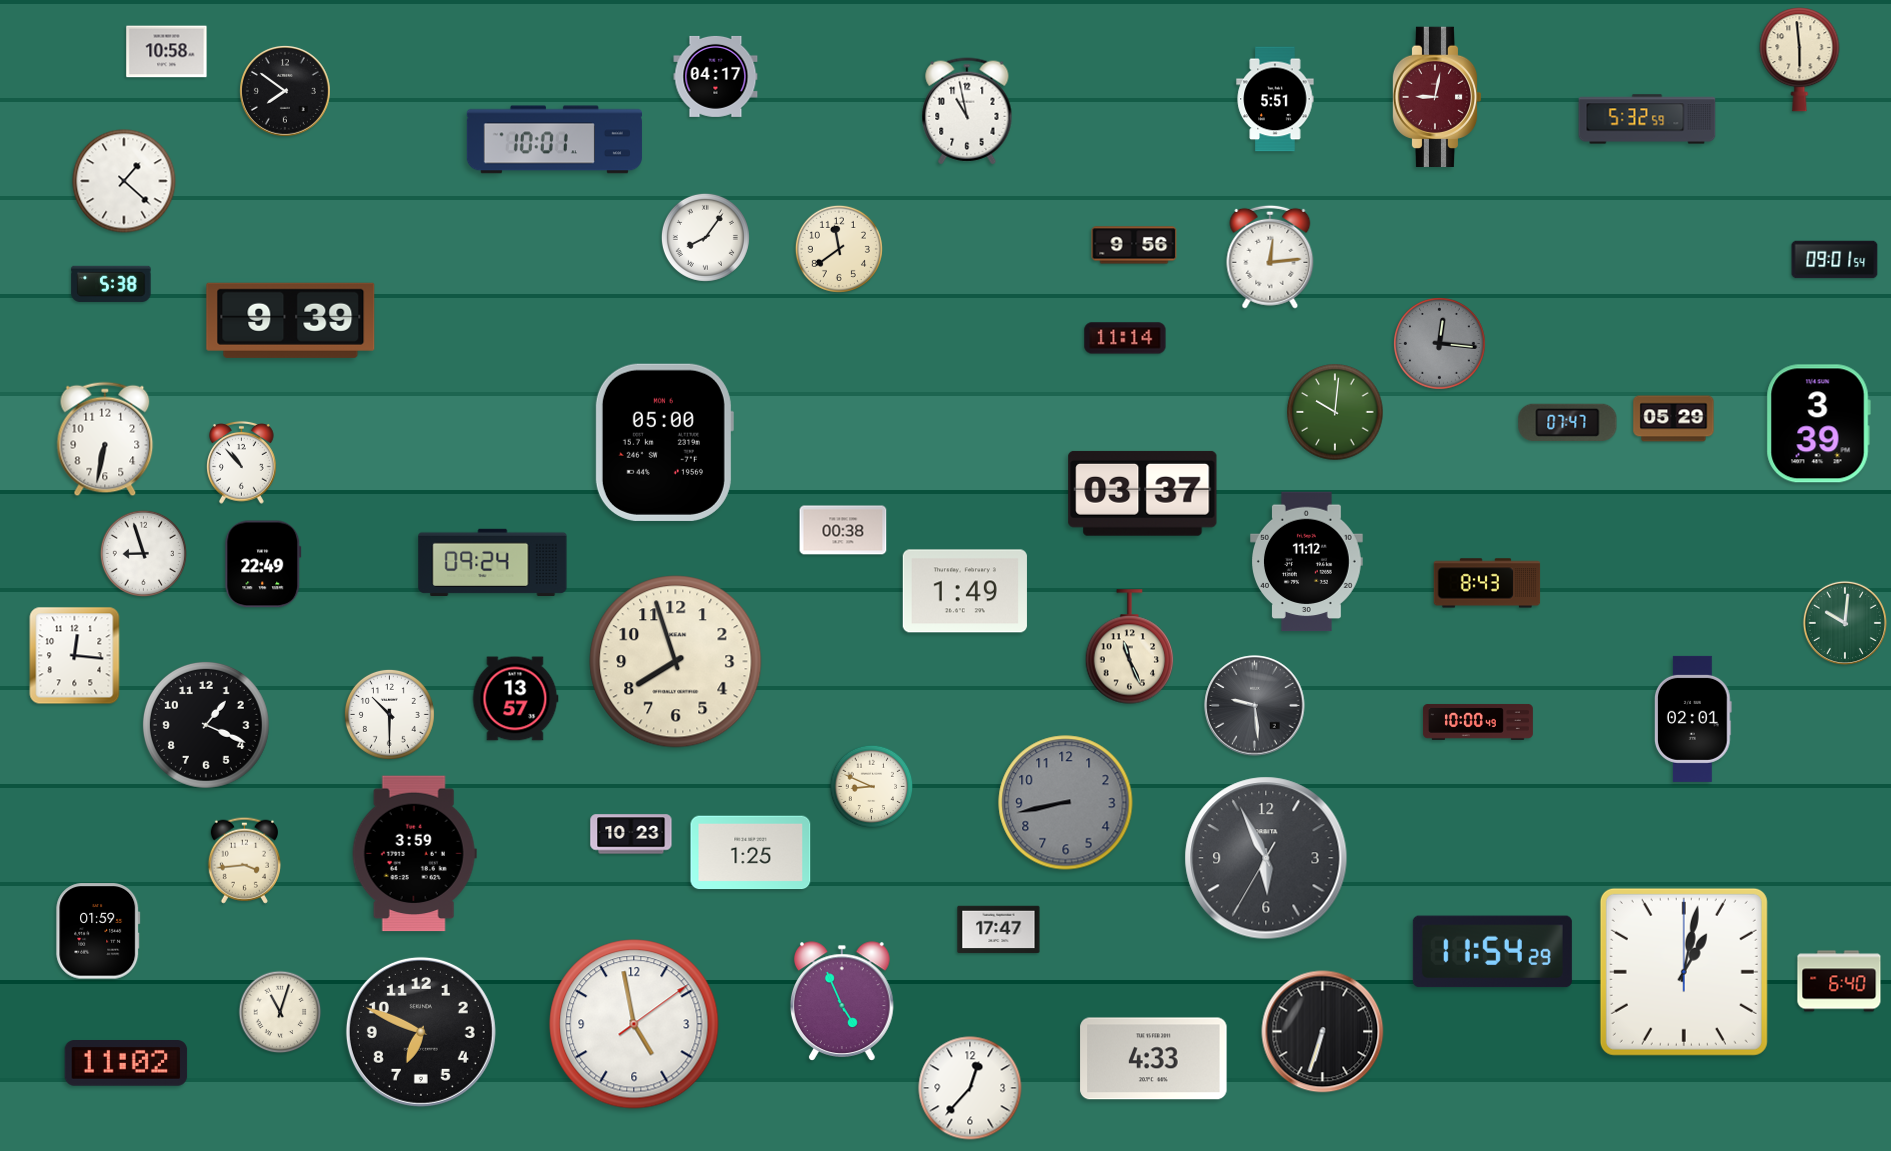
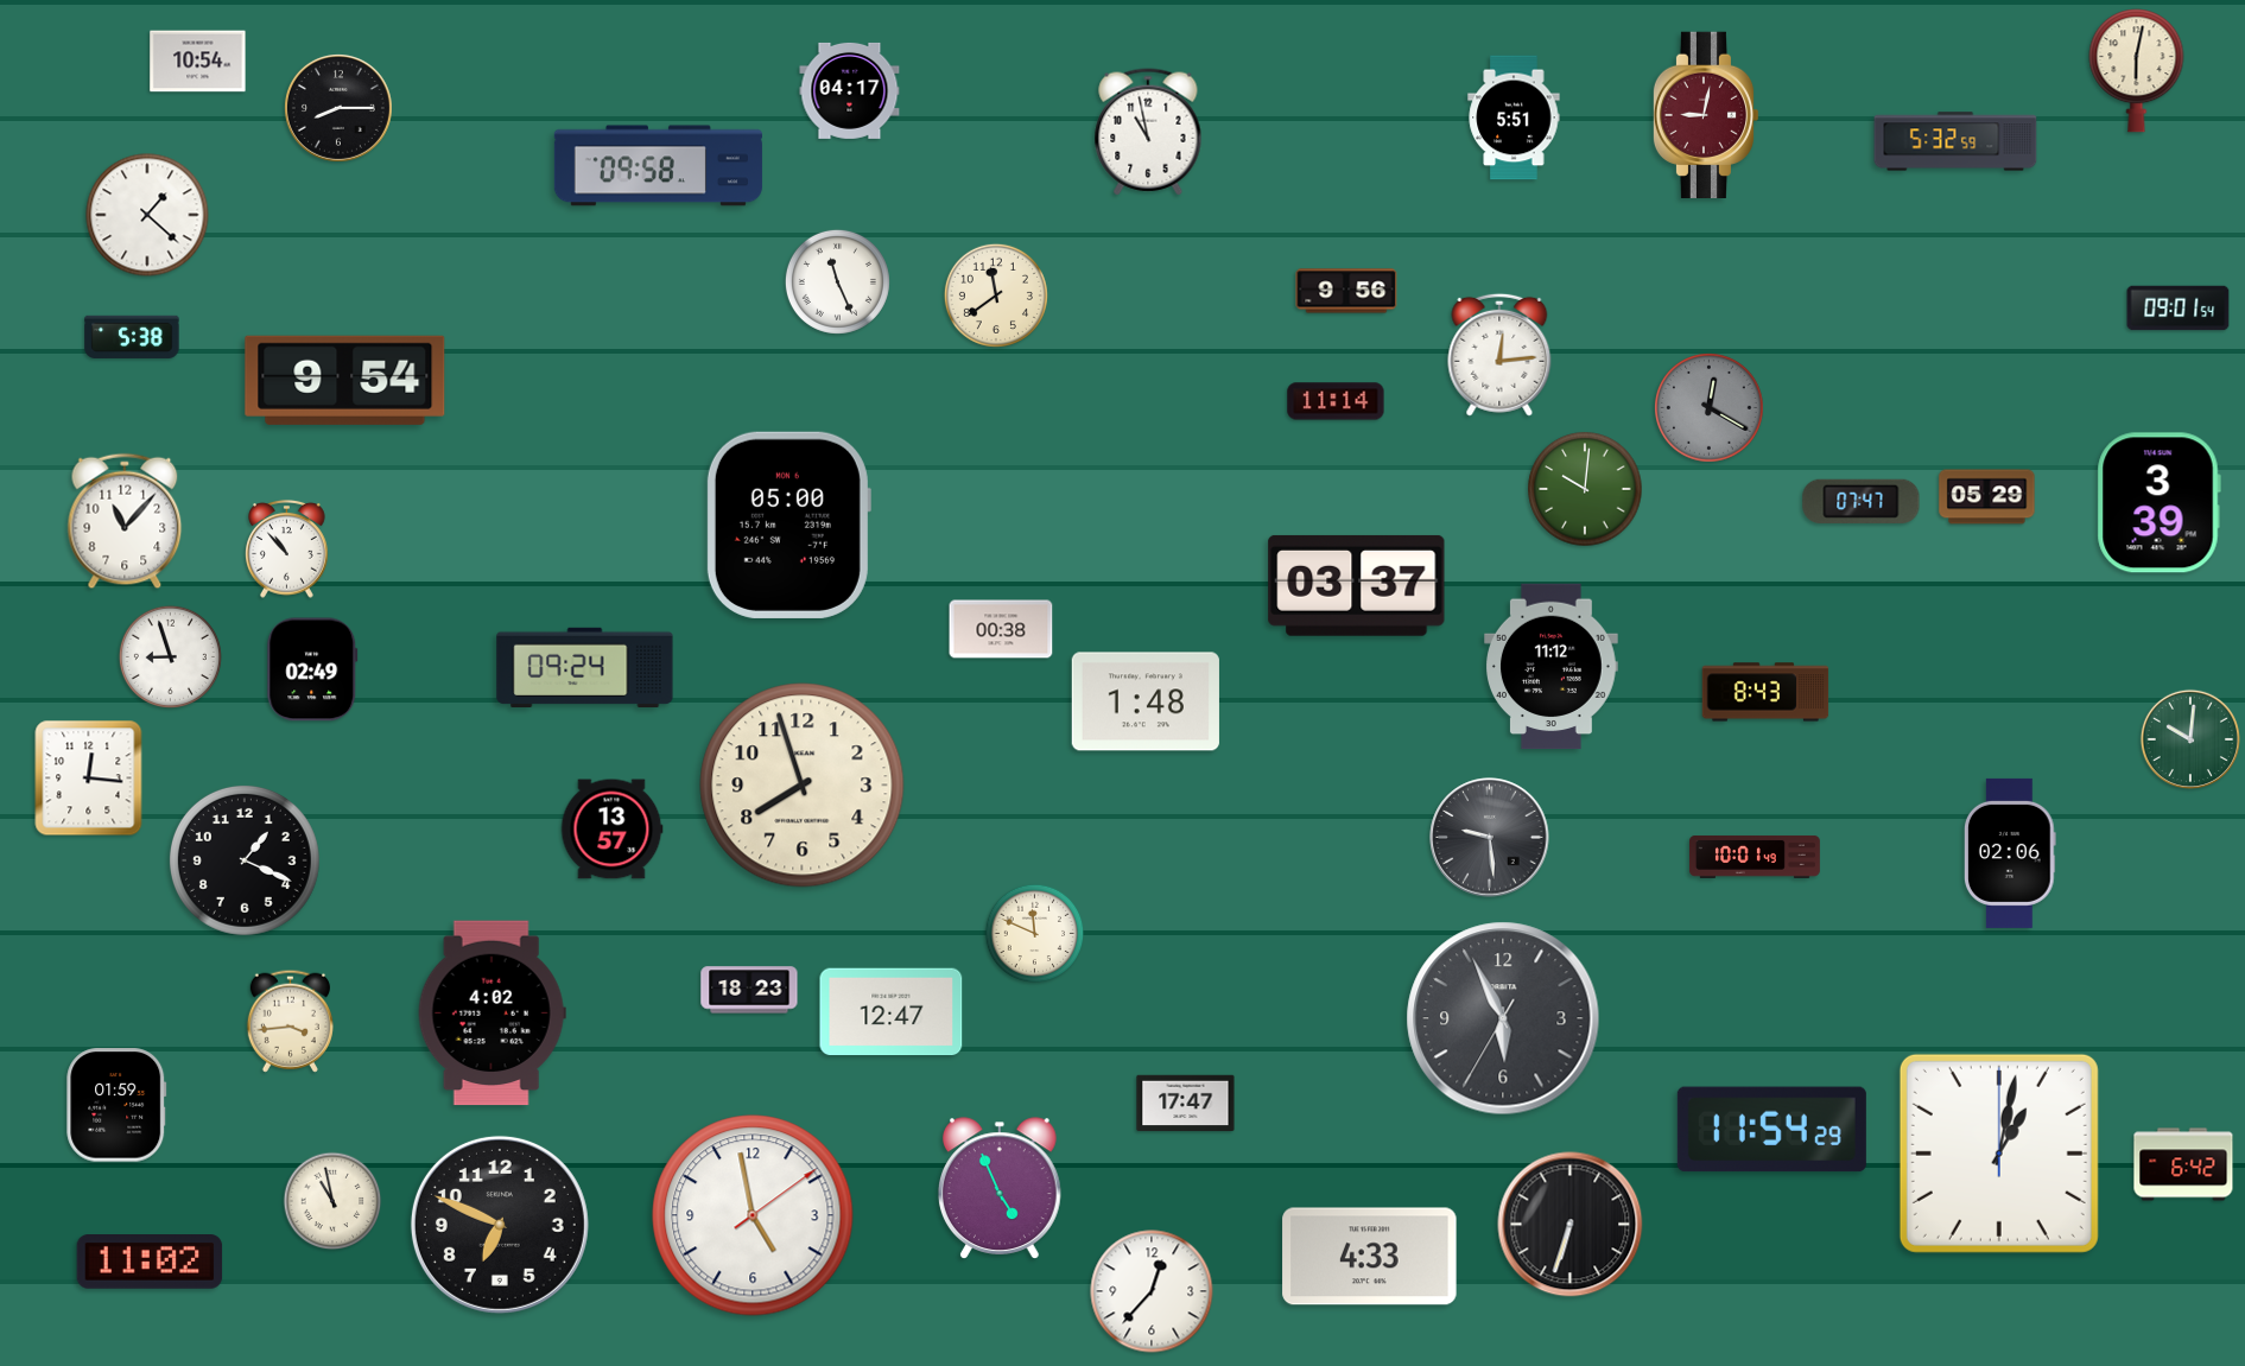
clock at (167, 52): 10:58 -> 10:54
clock at (1800, 60): 5:59 -> 6:02
clock at (285, 91): 7:51 -> 8:15
clock at (554, 140): 10:01 -> 09:58
clock at (705, 237): 8:06 -> 11:26
clock at (1270, 257) position: (1270, 257) -> (1499, 355)
clock at (291, 320): 9:39 -> 9:54
clock at (1440, 344): 12:16 -> 12:20
clock at (105, 439): 6:32 -> 11:07
clock at (263, 564): 22:49 -> 02:49
clock at (965, 591): 1:49 -> 1:48
clock at (1130, 647): 11:26 -> none
clock at (389, 714): 10:30 -> none
clock at (1693, 719): 02:01 -> 02:06
clock at (1478, 722): 10:00 -> 10:01
clock at (872, 787): 8:49 -> 11:49
clock at (1066, 803): 8:43 -> none
clock at (631, 834): 10:23 -> 18:23
clock at (751, 853): 1:25 -> 12:47
clock at (414, 854): 3:59 -> 4:02
clock at (1839, 981): 6:40 -> 6:42
clock at (280, 1012): 11:03 -> 10:58
